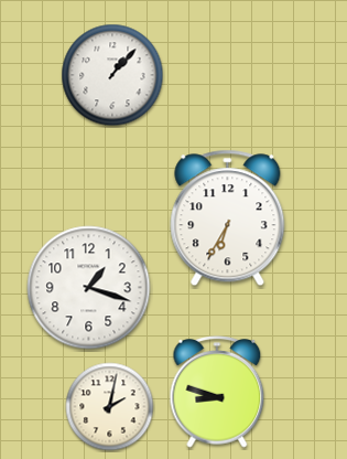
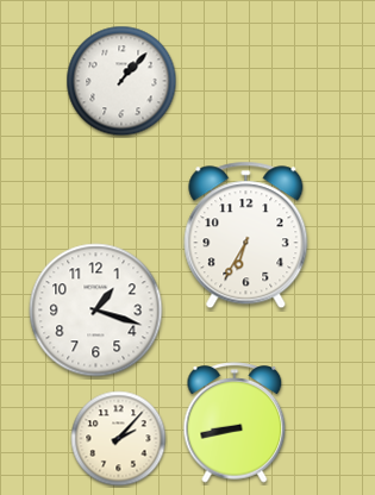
clock at (217, 392): 8:48 -> 8:43
clock at (110, 407): 2:02 -> 2:07
